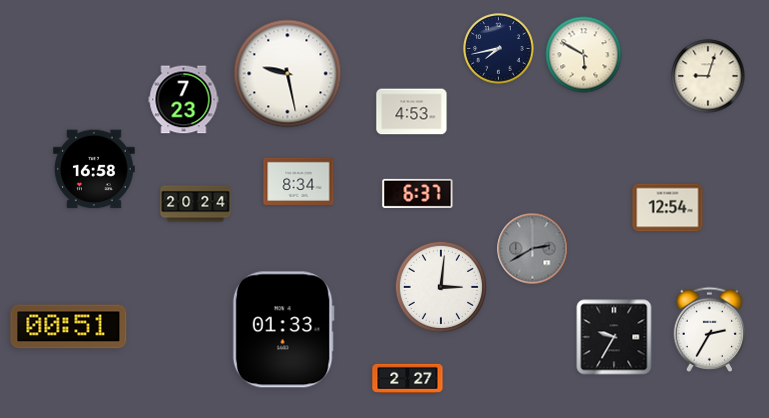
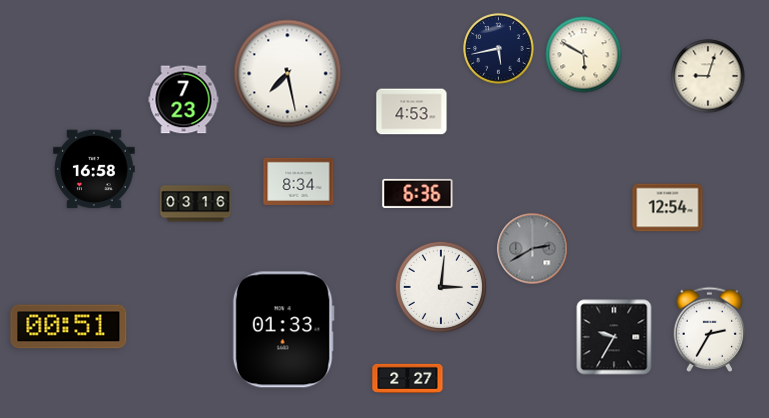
clock at (499, 49): 7:43 -> 5:43
clock at (288, 74): 9:28 -> 7:28
clock at (418, 193): 6:37 -> 6:36
clock at (196, 204): 20:24 -> 03:16
